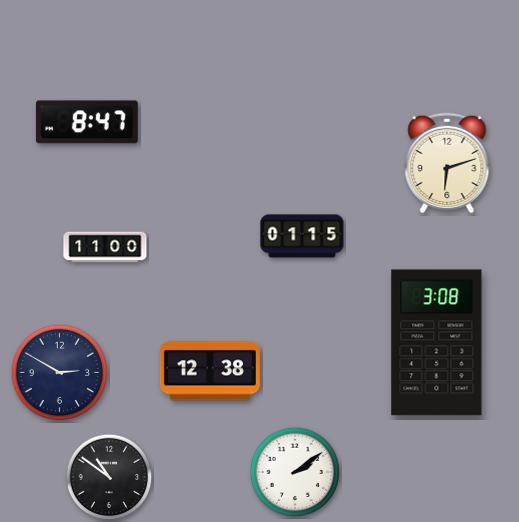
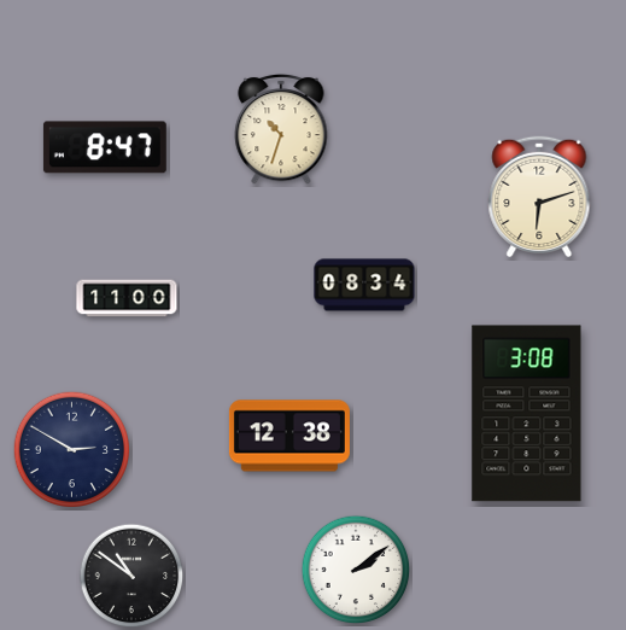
clock at (281, 129): none -> 10:33
clock at (302, 236): 01:15 -> 08:34
clock at (210, 371) position: (210, 371) -> (289, 436)
